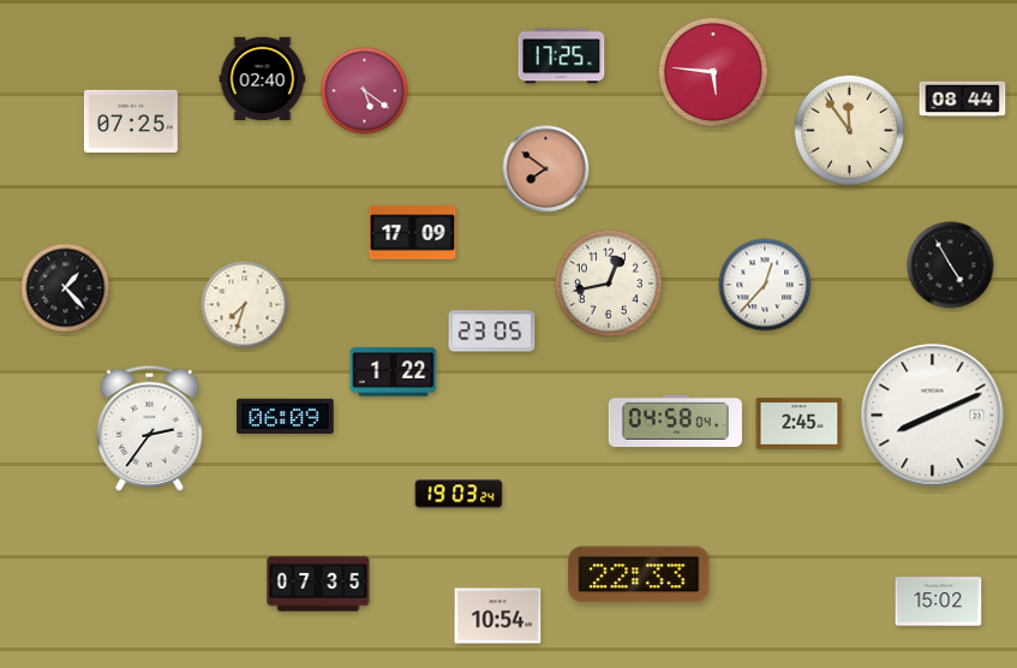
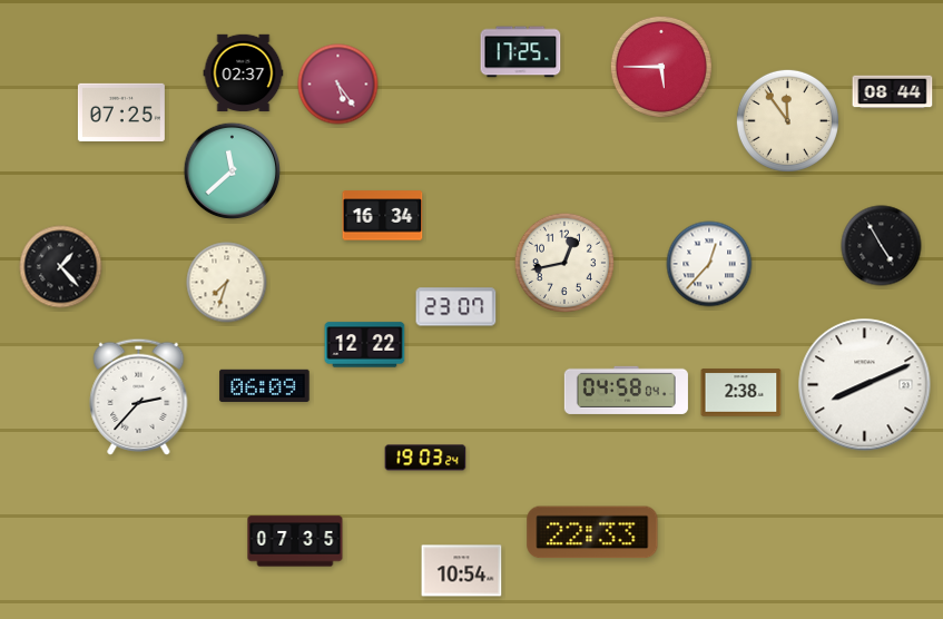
clock at (713, 72): 5:46 -> 5:45
clock at (263, 79): 02:40 -> 02:37
clock at (365, 91): 5:21 -> 5:24
clock at (546, 169): 7:51 -> none
clock at (233, 171): none -> 11:38
clock at (413, 233): 17:09 -> 16:34
clock at (492, 332): 23:05 -> 23:07
clock at (394, 372): 1:22 -> 12:22
clock at (800, 424): 2:45 -> 2:38
clock at (150, 428): 2:36 -> 2:37
clock at (939, 602): 15:02 -> none
